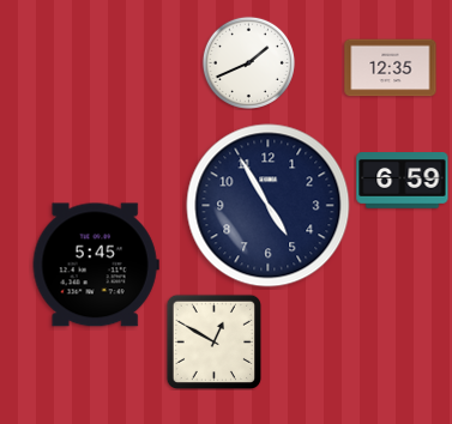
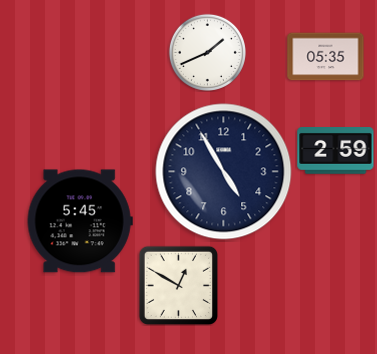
clock at (391, 68): 12:35 -> 05:35
clock at (403, 181): 6:59 -> 2:59
